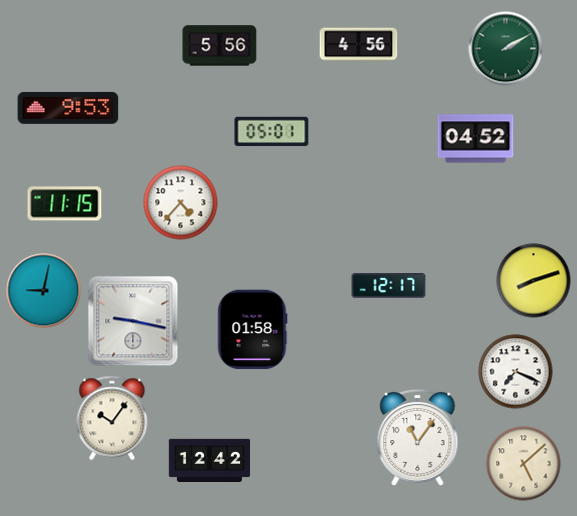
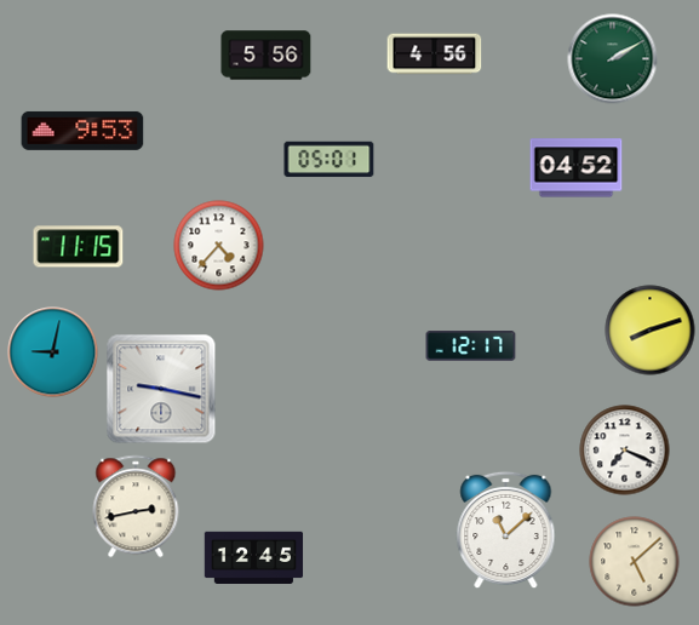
clock at (534, 281) position: (534, 281) -> (651, 331)
clock at (252, 330): 01:58 -> none
clock at (112, 418): 10:06 -> 2:43
clock at (418, 438): 11:06 -> 11:08
clock at (210, 460): 12:42 -> 12:45
